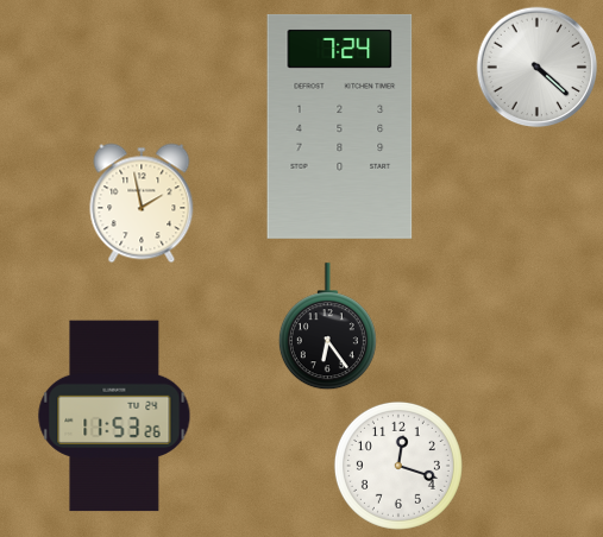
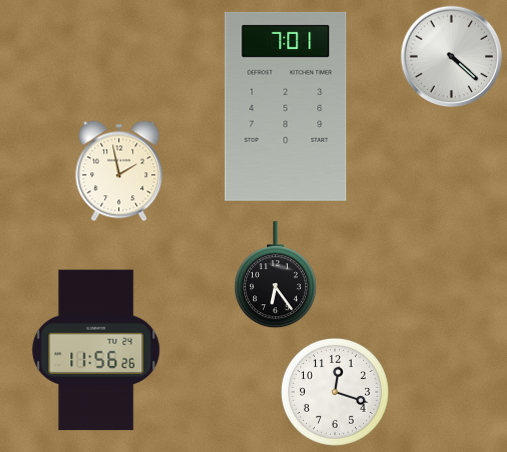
clock at (340, 126): 7:24 -> 7:01
clock at (114, 416): 11:53 -> 11:56
